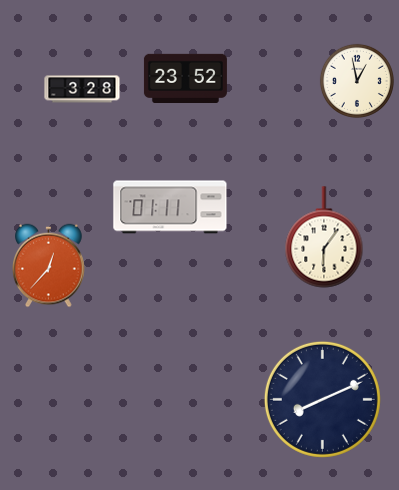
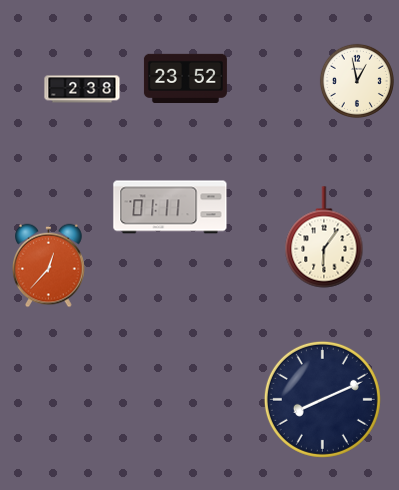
clock at (82, 89): 3:28 -> 2:38
